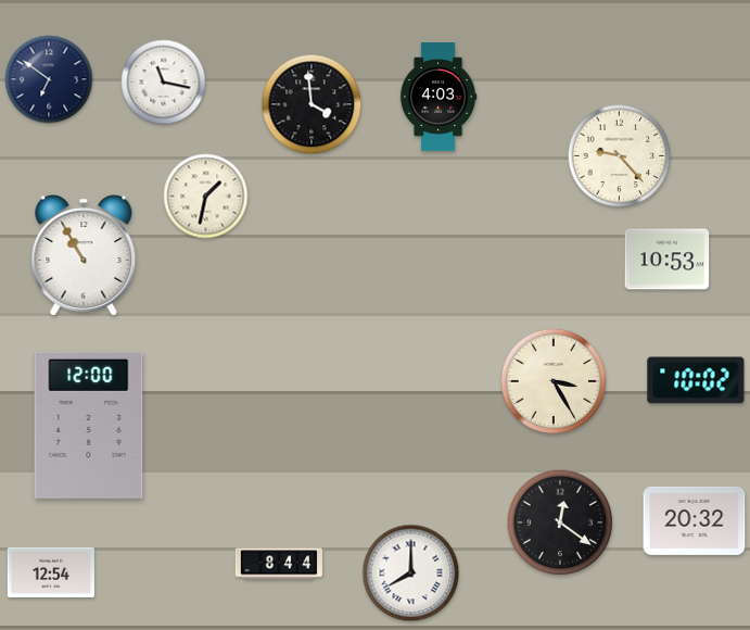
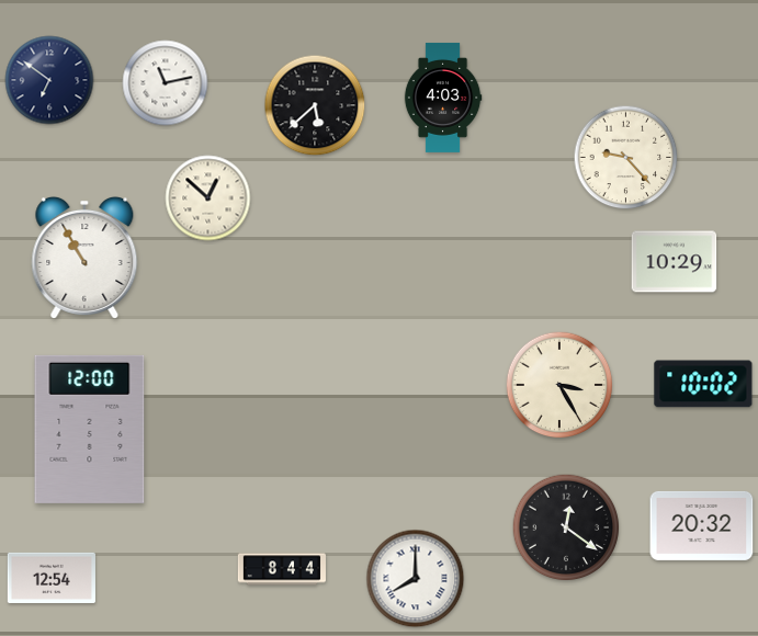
clock at (164, 83): 11:17 -> 11:13
clock at (312, 104): 3:59 -> 5:38
clock at (206, 197): 1:32 -> 12:52
clock at (668, 260): 10:53 -> 10:29
